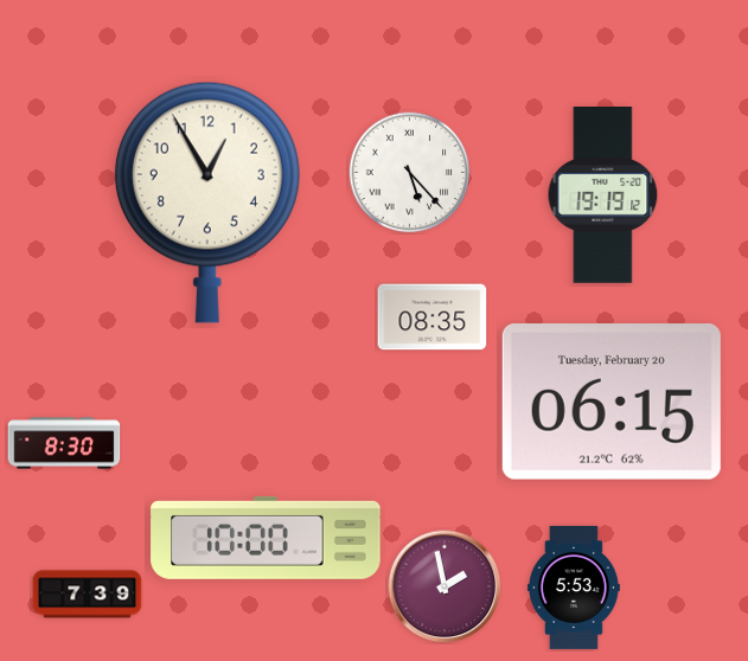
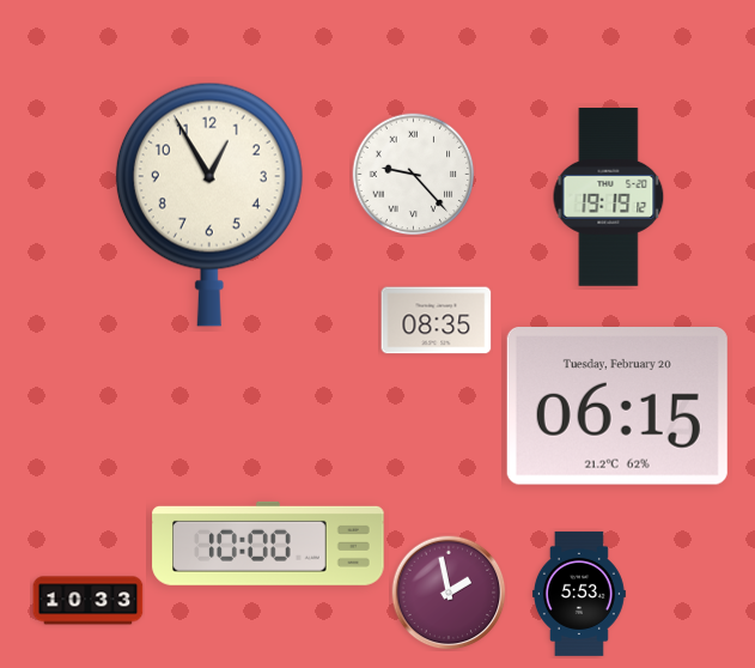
clock at (410, 173): 5:23 -> 9:23
clock at (64, 443): 8:30 -> none
clock at (88, 595): 7:39 -> 10:33
